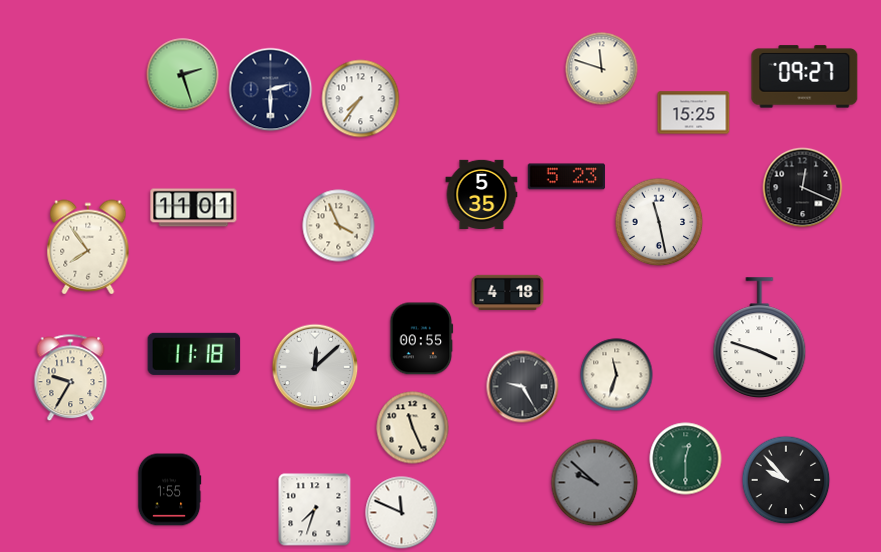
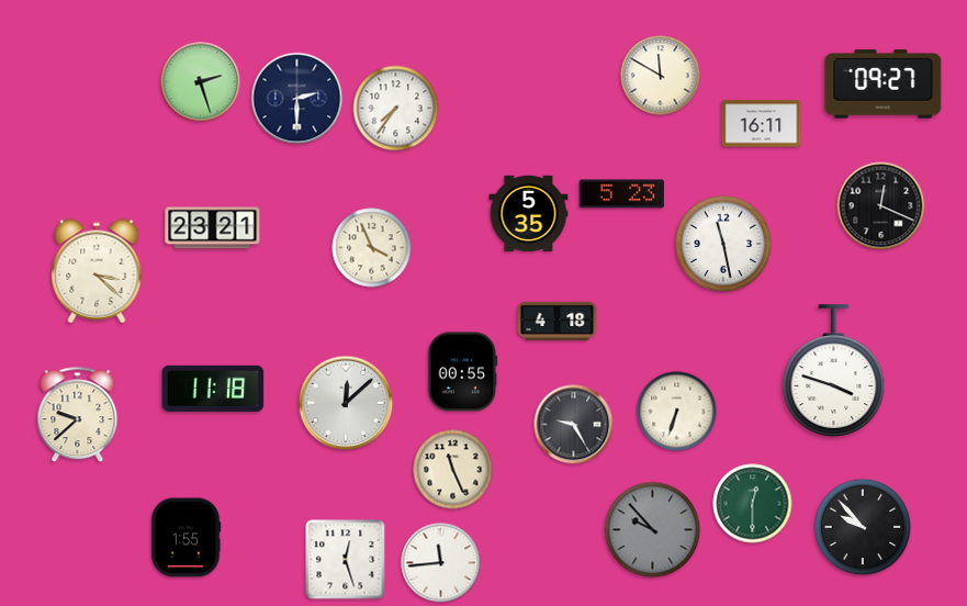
clock at (602, 69): 11:48 -> 11:50
clock at (694, 113): 15:25 -> 16:11
clock at (194, 208): 11:01 -> 23:21
clock at (88, 247): 7:54 -> 3:22
clock at (617, 375): 11:33 -> 6:33
clock at (71, 378): 9:35 -> 9:38
clock at (595, 483): 9:52 -> 9:53
clock at (315, 510): 7:33 -> 12:27
clock at (402, 513): 11:49 -> 11:44
